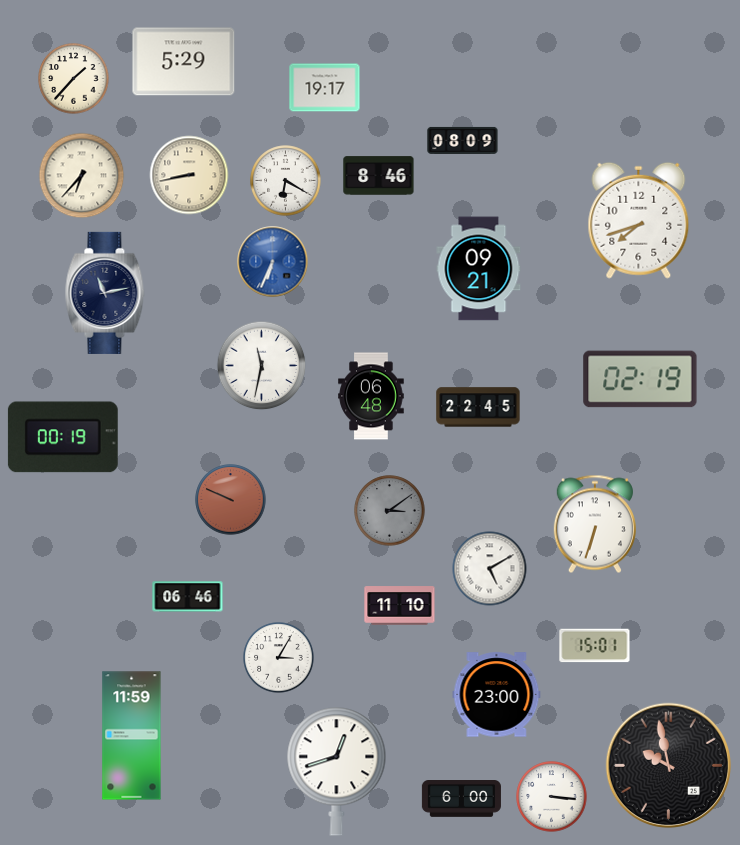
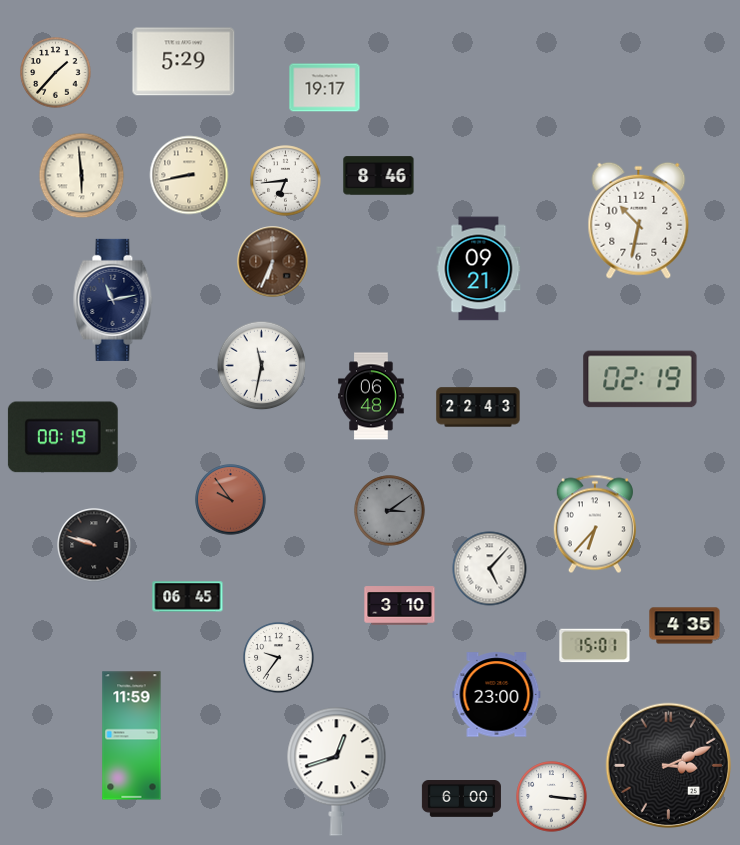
clock at (74, 79) position: (74, 79) -> (56, 73)
clock at (463, 140): 08:09 -> none
clock at (82, 176): 6:37 -> 5:59
clock at (286, 181): 6:20 -> 6:44
clock at (639, 220): 7:42 -> 10:32
clock at (273, 262) dial: blue -> brown
clock at (105, 293) position: (105, 293) -> (113, 300)
clock at (478, 407): 22:45 -> 22:43
clock at (231, 500): 9:49 -> 9:54
clock at (595, 524): 6:33 -> 6:37
clock at (94, 545): none -> 9:48
clock at (490, 569): 5:10 -> 5:07
clock at (188, 597): 06:46 -> 06:45
clock at (400, 606): 11:10 -> 3:10
clock at (685, 626): none -> 4:35
clock at (279, 658): 3:05 -> 9:36
clock at (668, 765): 9:58 -> 3:11
